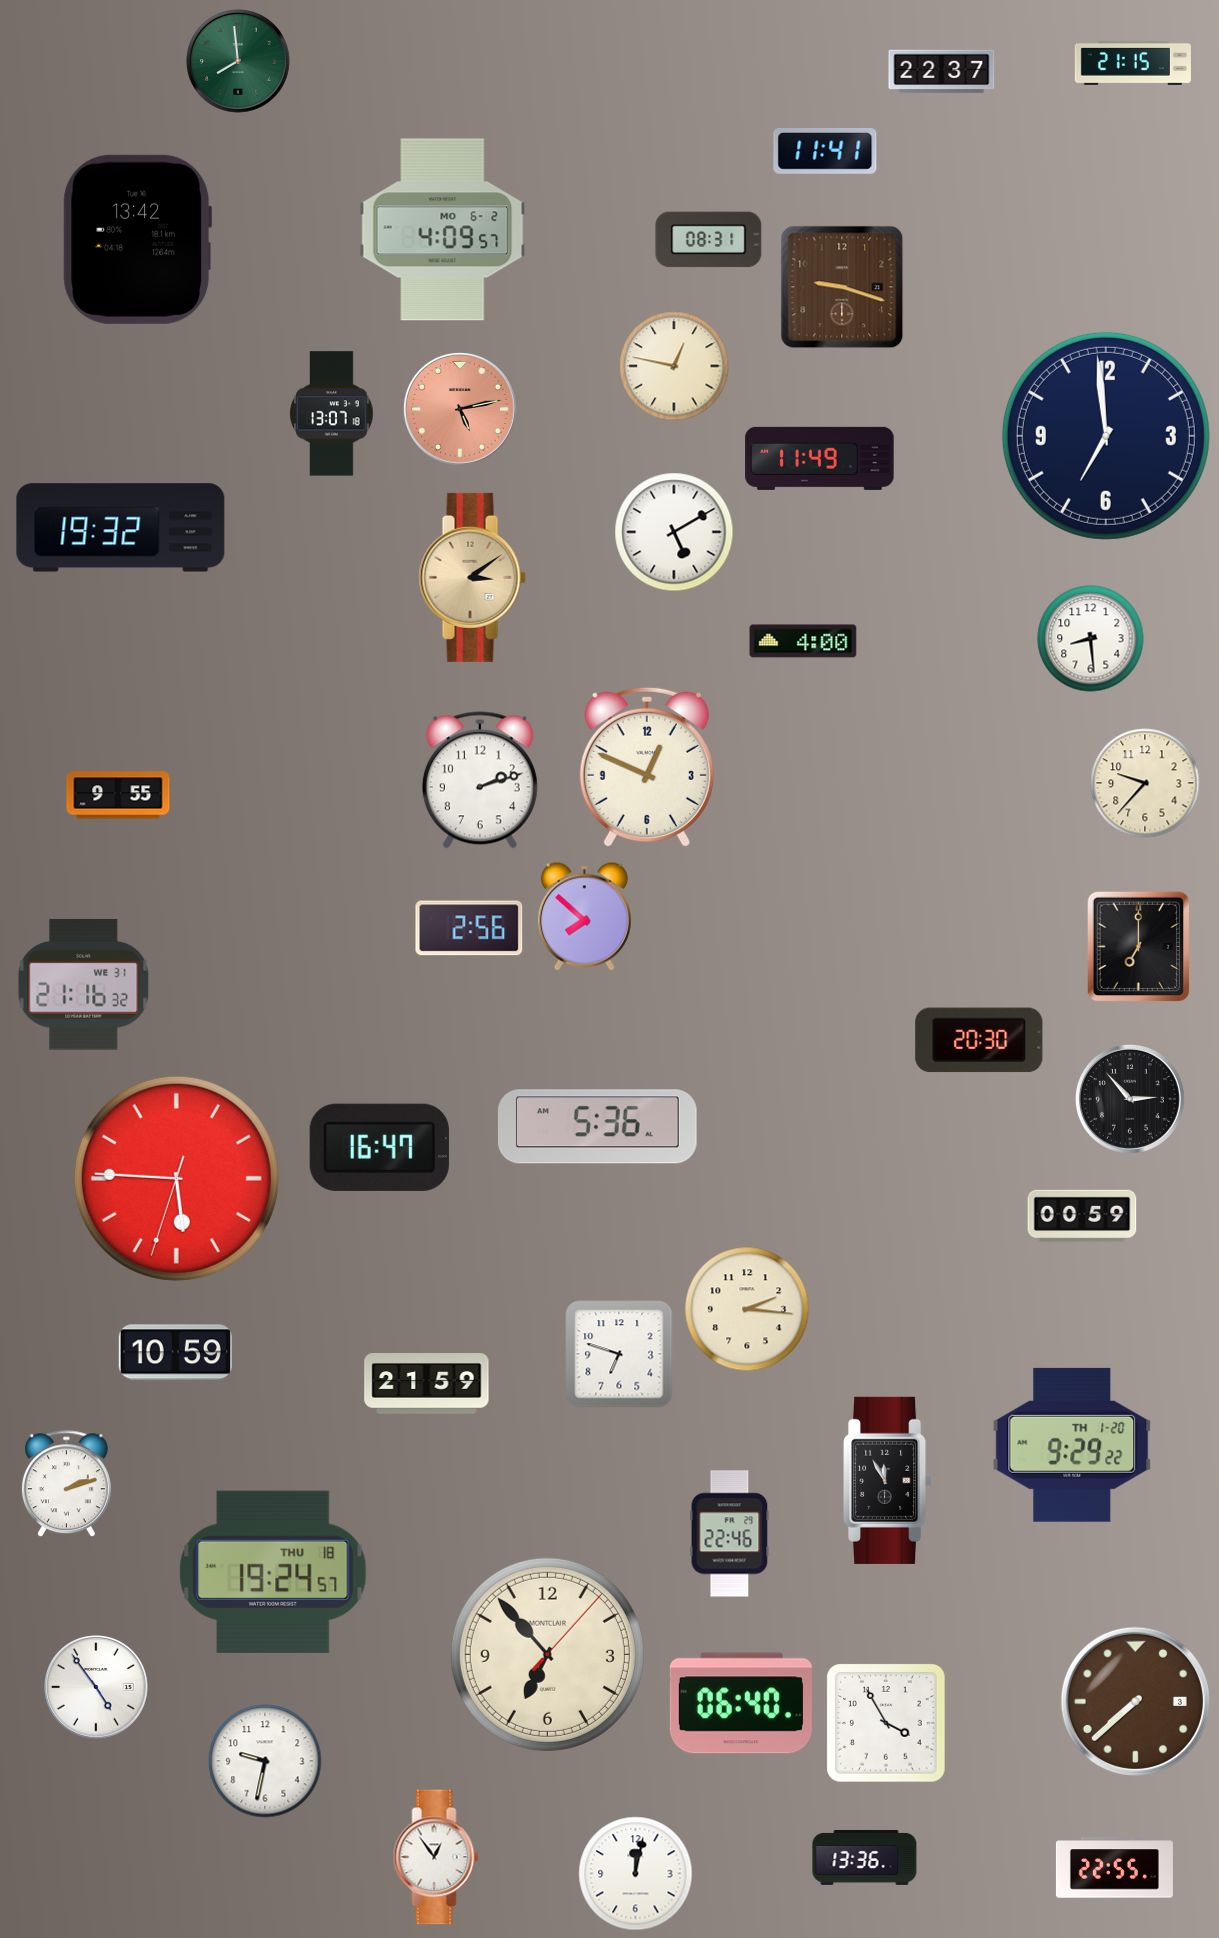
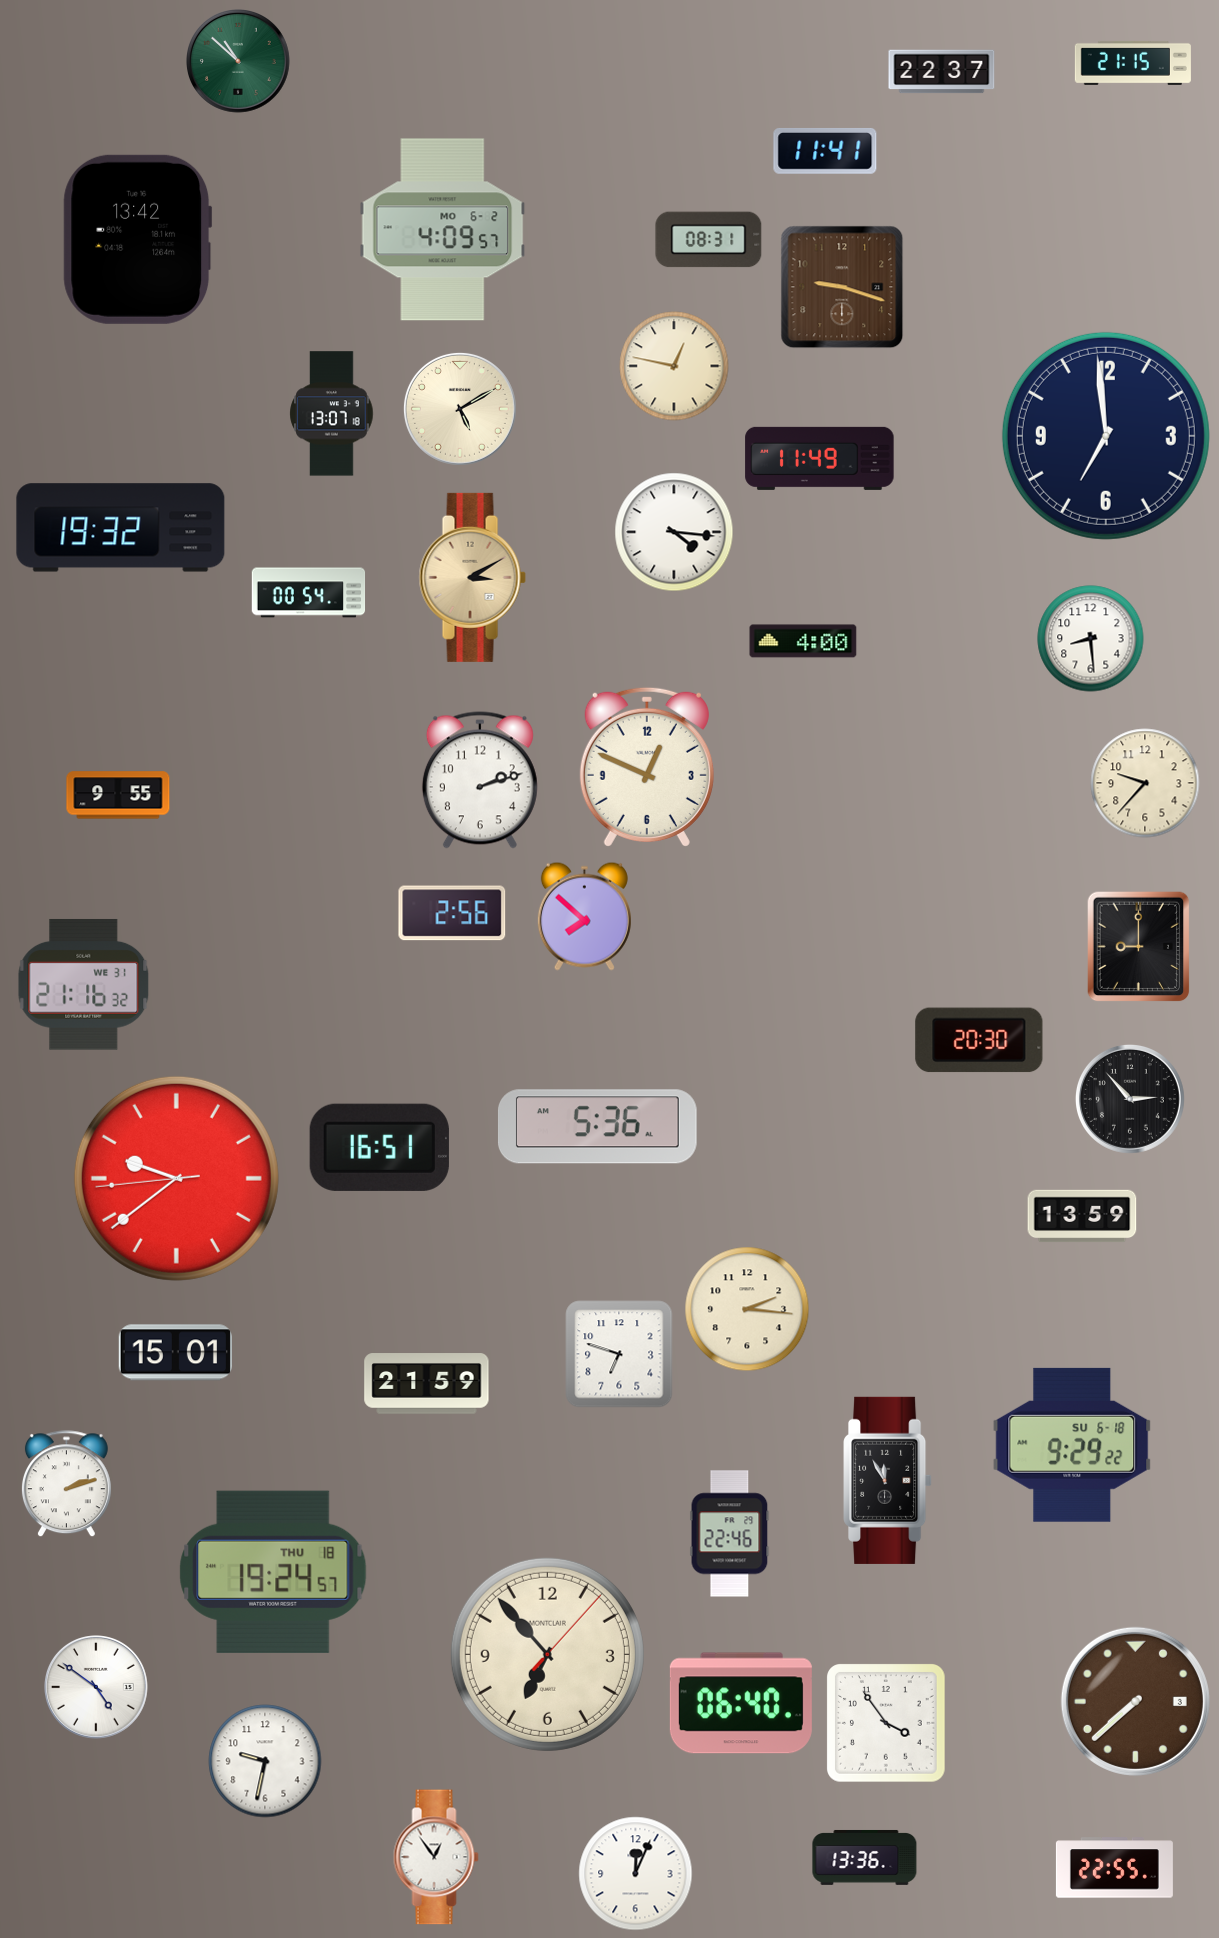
clock at (239, 62): 7:59 -> 10:52
clock at (460, 409): 5:13 -> 5:10
clock at (460, 409) dial: salmon -> cream
clock at (674, 532): 5:10 -> 4:16
clock at (472, 577): 3:09 -> 3:10
clock at (309, 593): none -> 00:54
clock at (469, 928) position: (469, 928) -> (452, 913)
clock at (1139, 947): 7:00 -> 9:00
clock at (379, 1147): 16:47 -> 16:51
clock at (176, 1178): 5:45 -> 9:38
clock at (1082, 1216): 00:59 -> 13:59
clock at (175, 1353): 10:59 -> 15:01
clock at (1072, 1445) date: TH 1-20 -> SU 6-18
clock at (97, 1688): 4:54 -> 4:51
clock at (887, 1724): 3:55 -> 3:54
clock at (636, 1874): 12:02 -> 12:04
